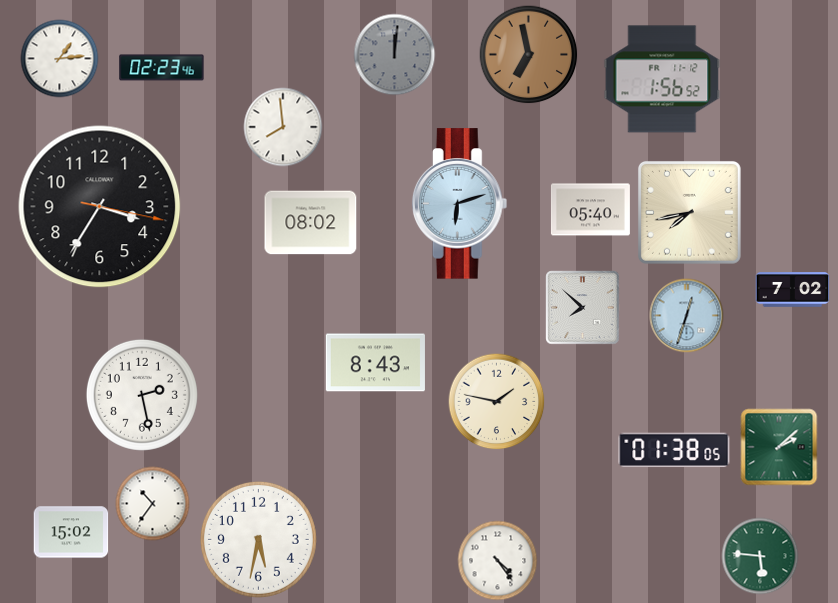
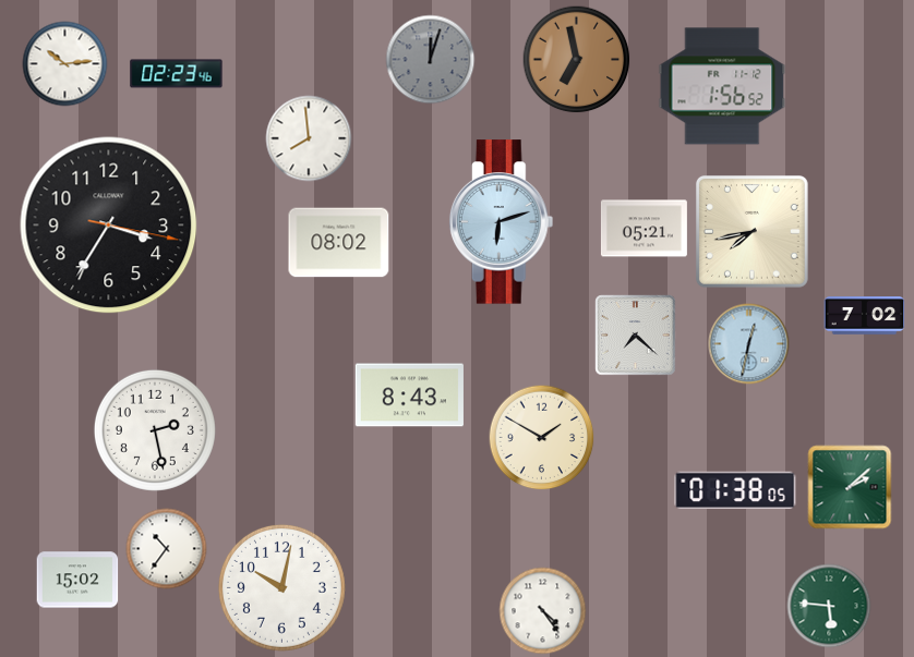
clock at (395, 55): 12:01 -> 12:03
clock at (60, 59): 1:14 -> 10:14
clock at (590, 210): 05:40 -> 05:21
clock at (583, 308): 7:52 -> 7:22
clock at (687, 316): 12:33 -> 12:32
clock at (497, 402): 1:47 -> 1:50
clock at (258, 539): 5:32 -> 10:02
